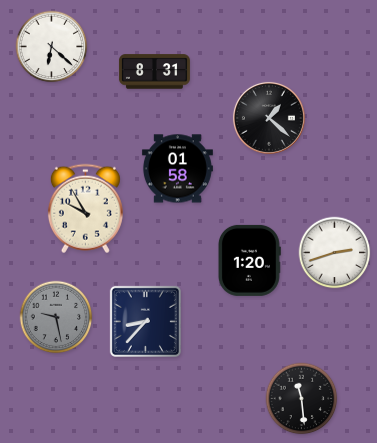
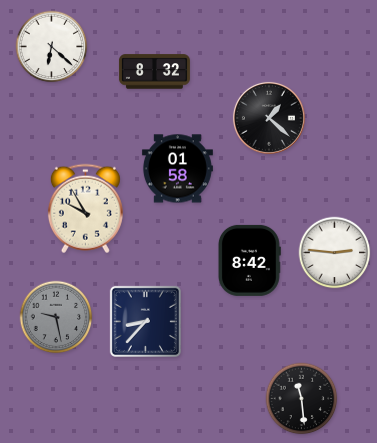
clock at (154, 72): 8:31 -> 8:32
clock at (335, 253): 2:42 -> 2:46
clock at (249, 260): 1:20 -> 8:42
